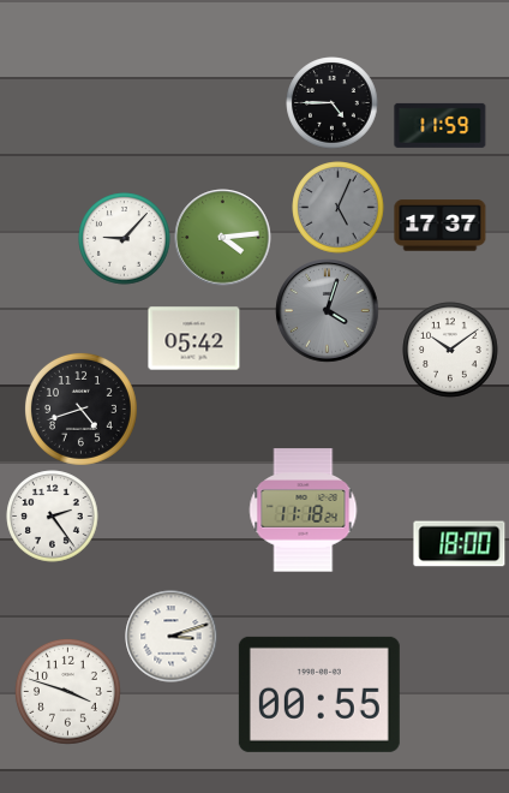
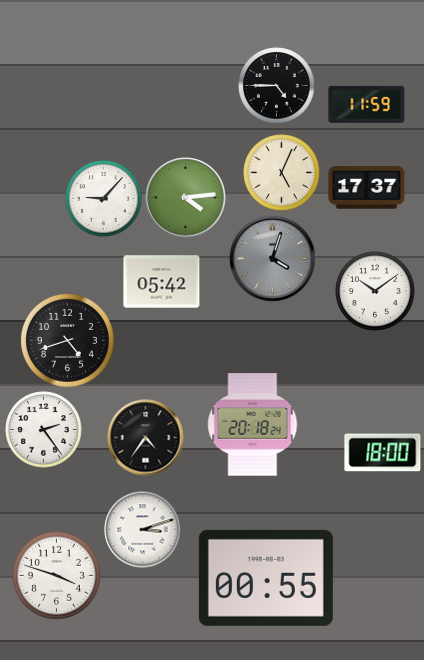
clock at (339, 208) dial: grey -> cream
clock at (304, 511): 11:18 -> 20:18
clock at (146, 438): none -> 4:36
